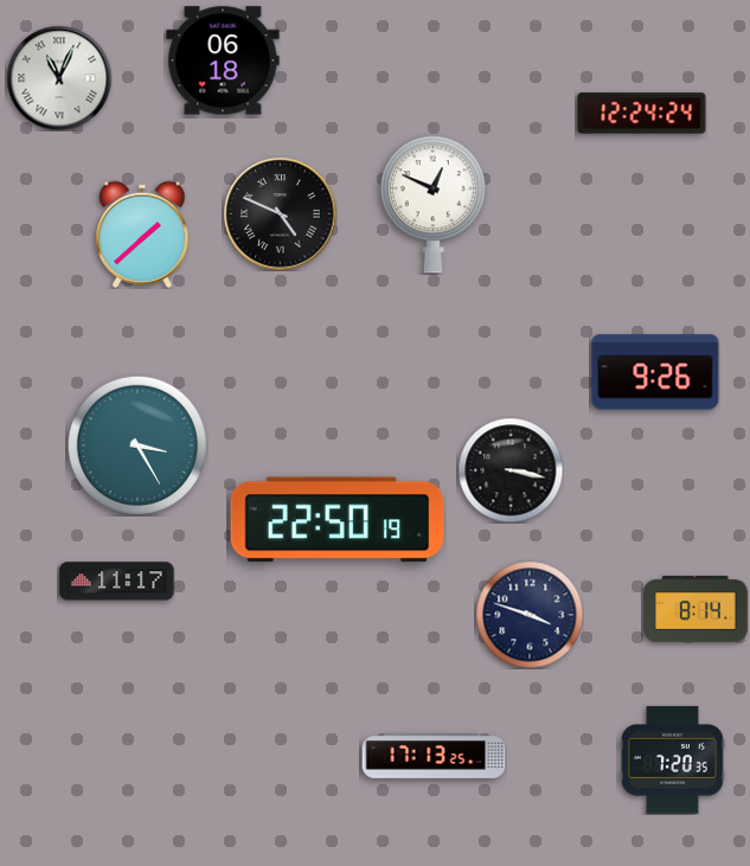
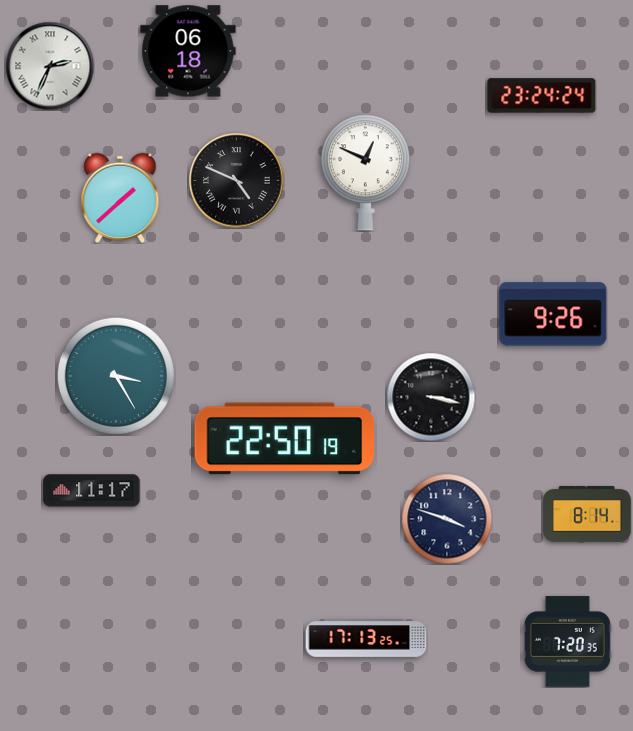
clock at (59, 78): 11:04 -> 2:34
clock at (642, 114): 12:24 -> 23:24
clock at (117, 582) position: (117, 582) -> (92, 491)
